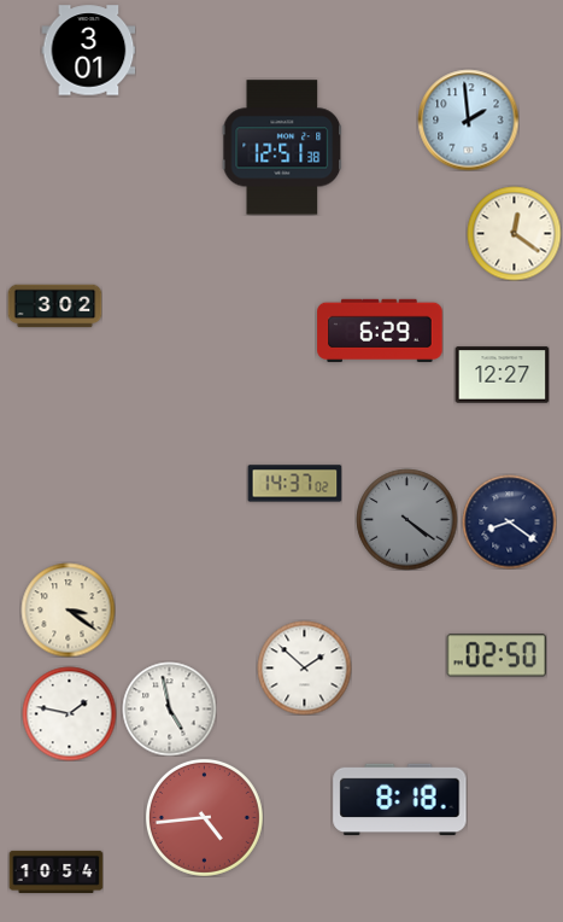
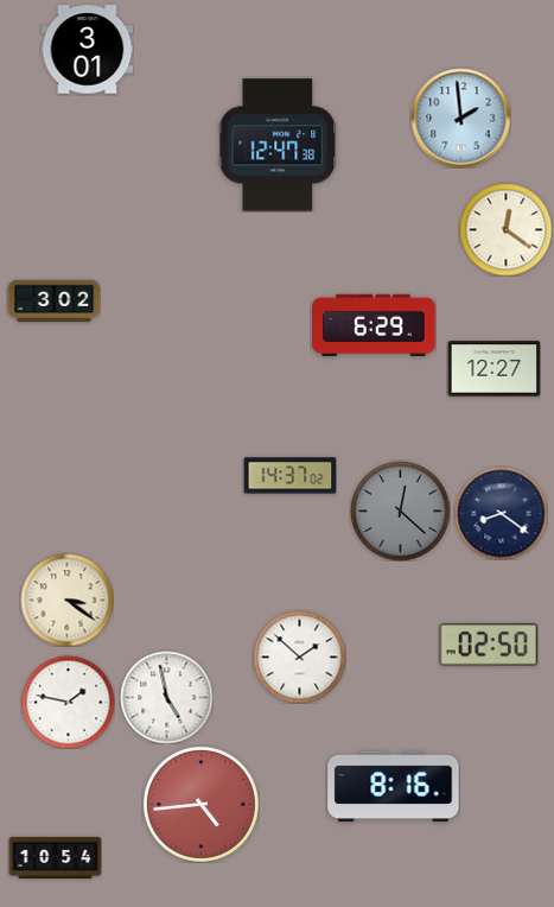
clock at (282, 147): 12:51 -> 12:47
clock at (406, 519): 4:21 -> 12:22
clock at (400, 800): 8:18 -> 8:16
